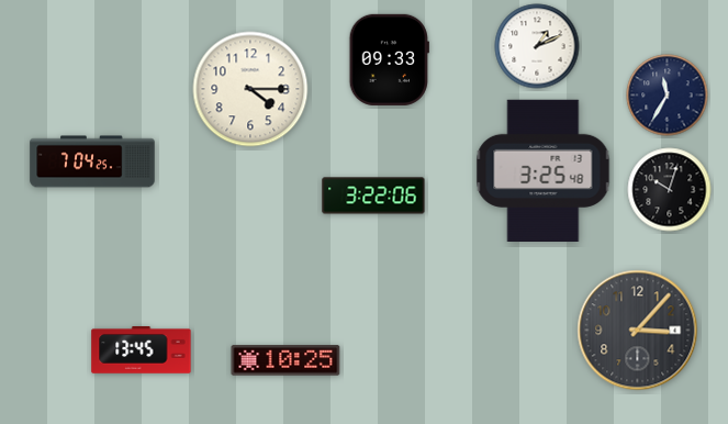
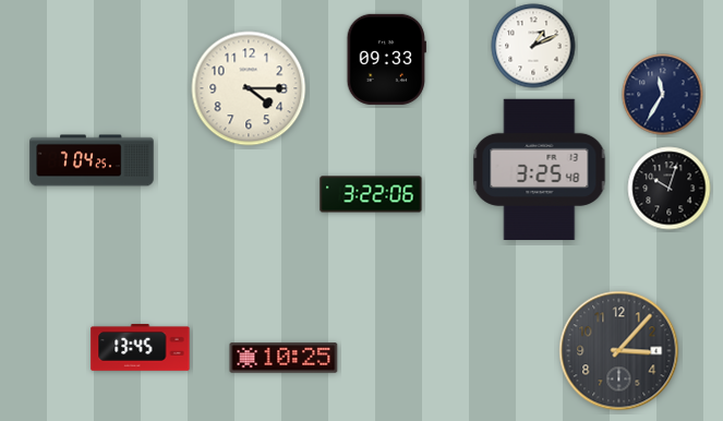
clock at (670, 190) position: (670, 190) -> (670, 189)
clock at (638, 331) position: (638, 331) -> (619, 351)
